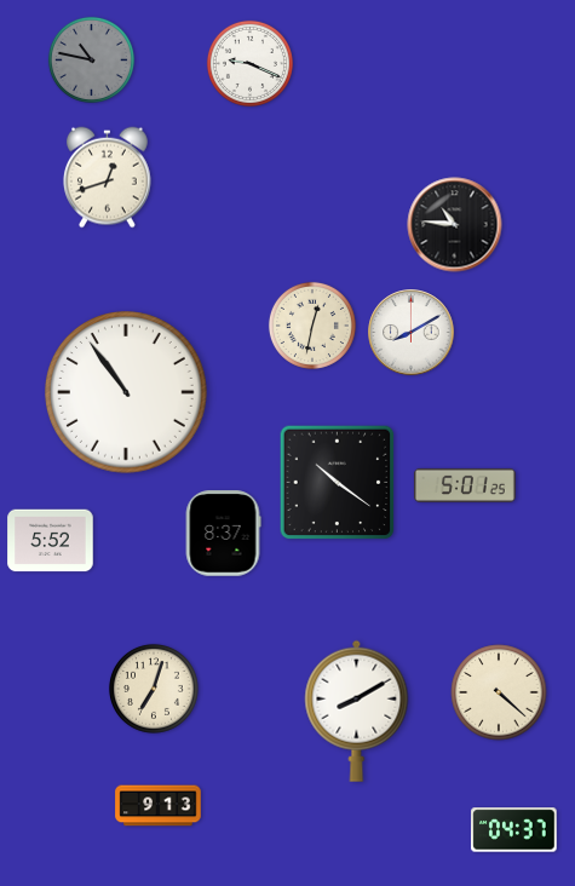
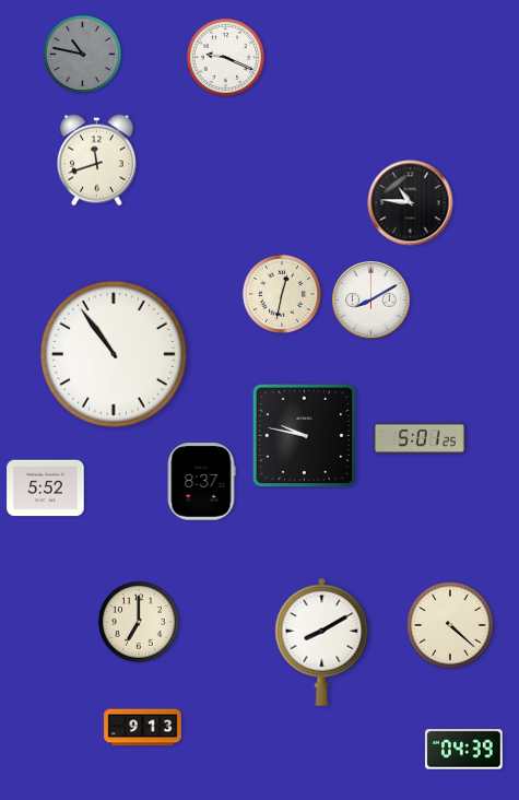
clock at (108, 178): 12:42 -> 11:42
clock at (338, 483): 10:21 -> 9:47
clock at (154, 689): 7:03 -> 7:00
clock at (514, 830): 04:37 -> 04:39
